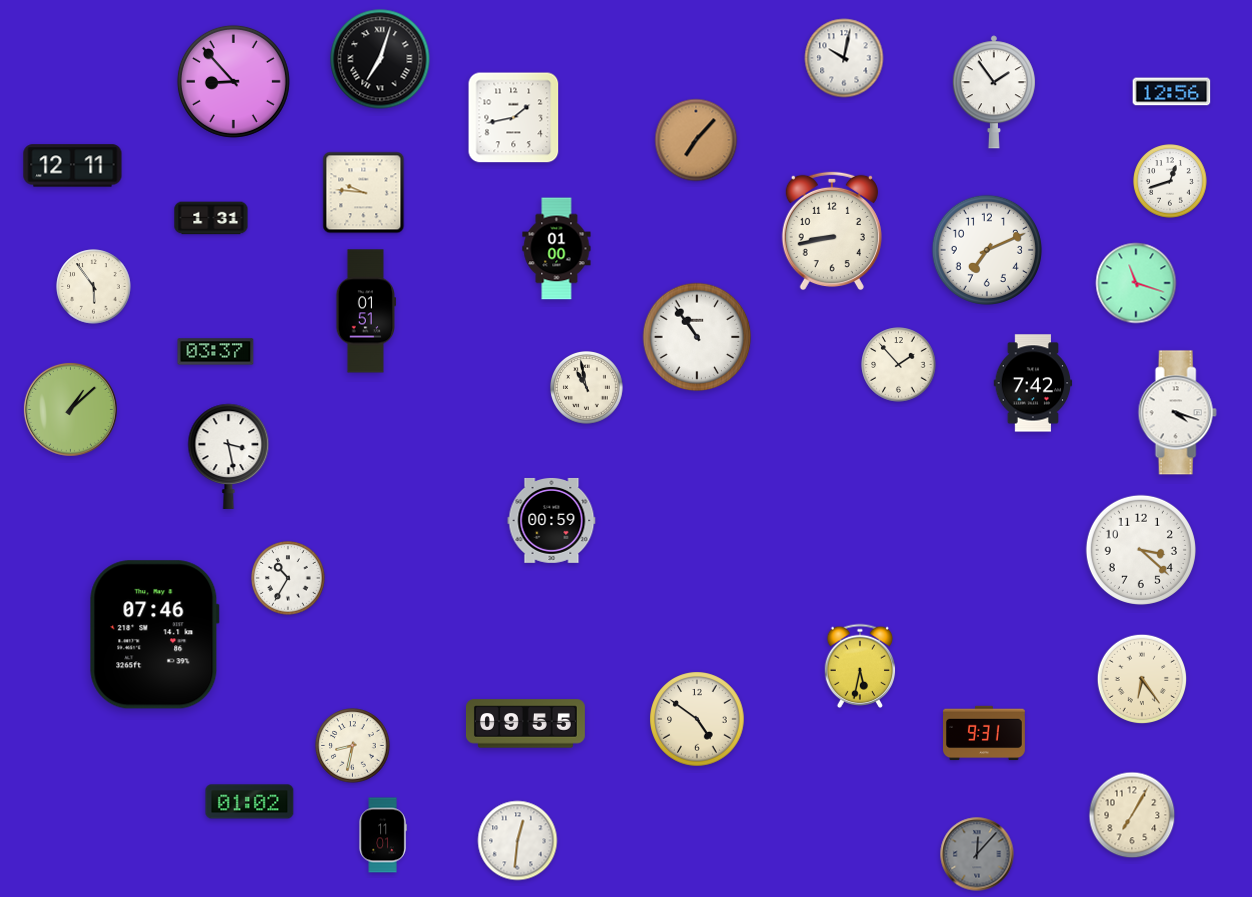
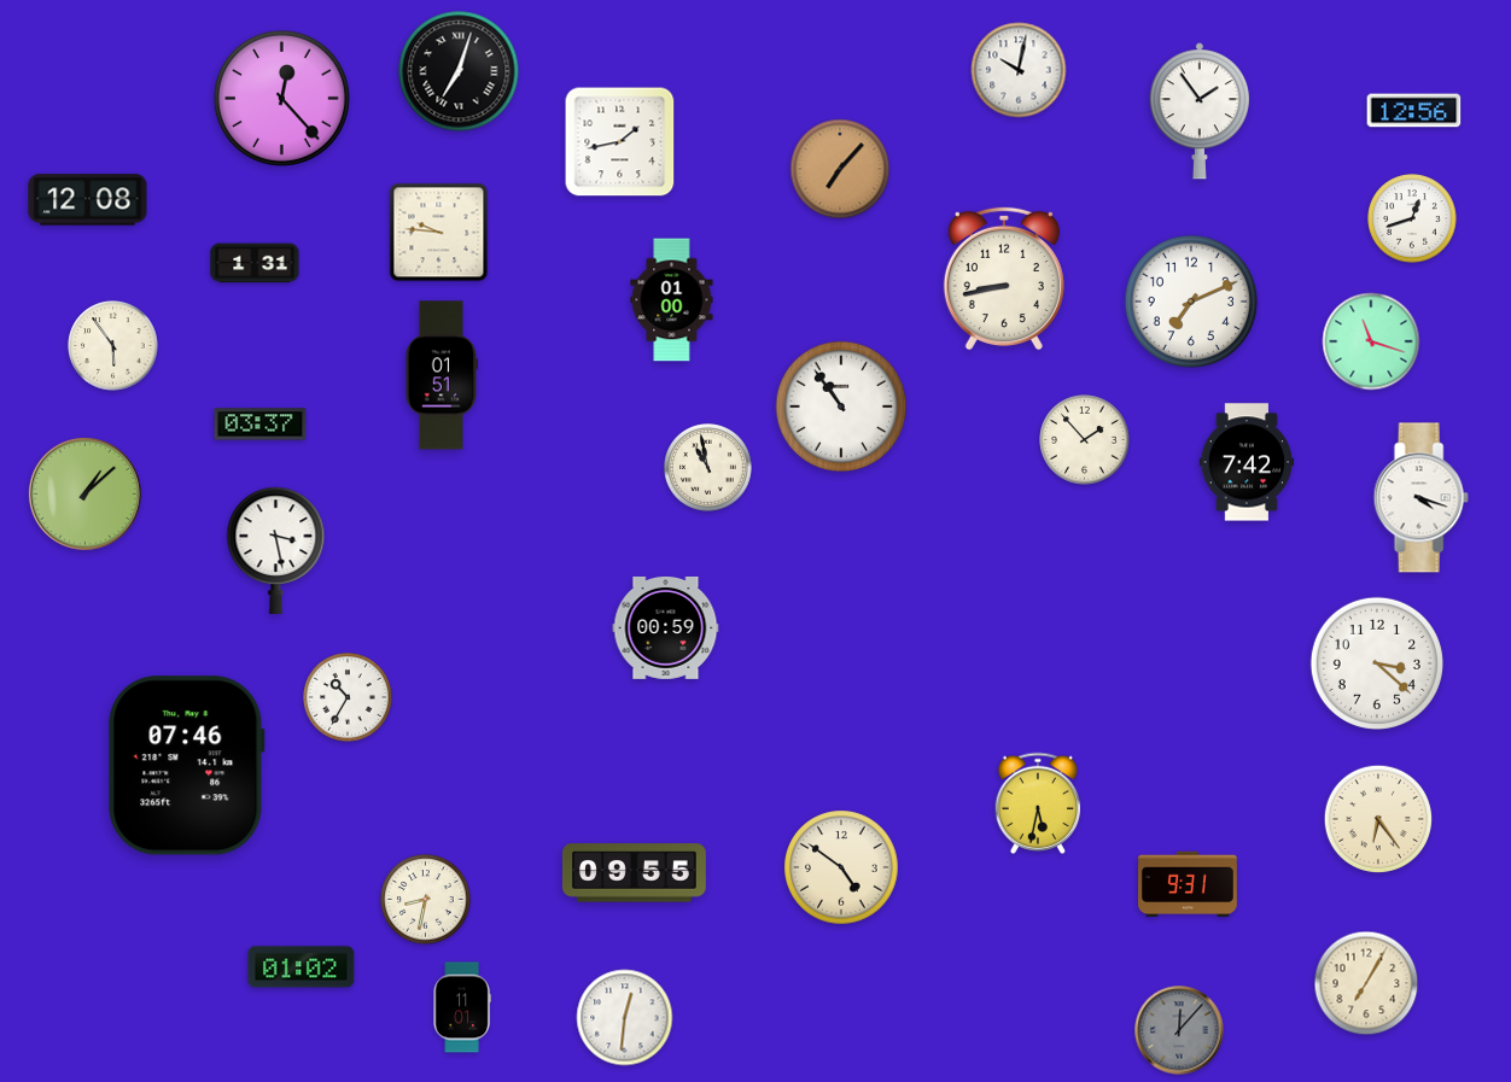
clock at (233, 81): 8:53 -> 12:23
clock at (73, 166): 12:11 -> 12:08
clock at (518, 841) position: (518, 841) -> (625, 1018)
